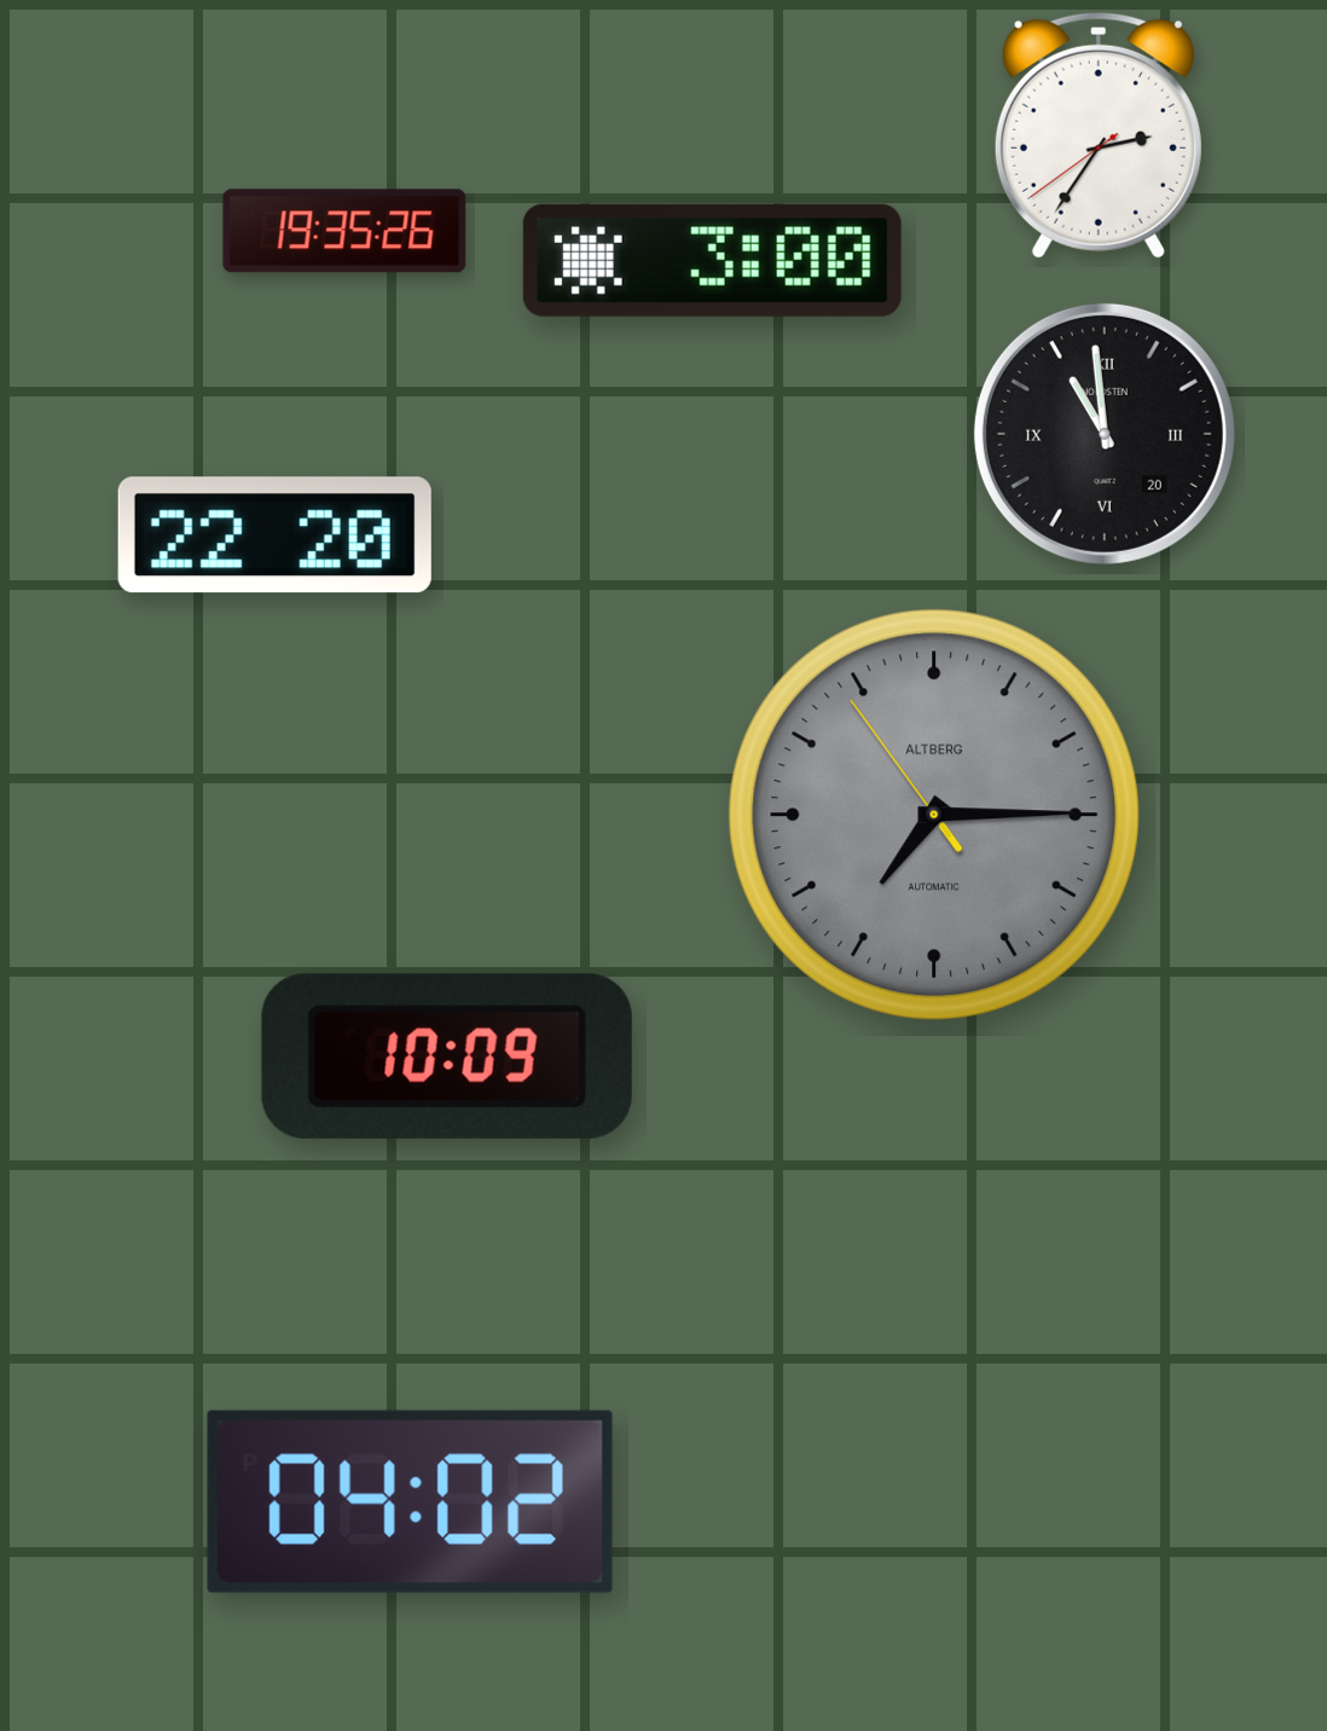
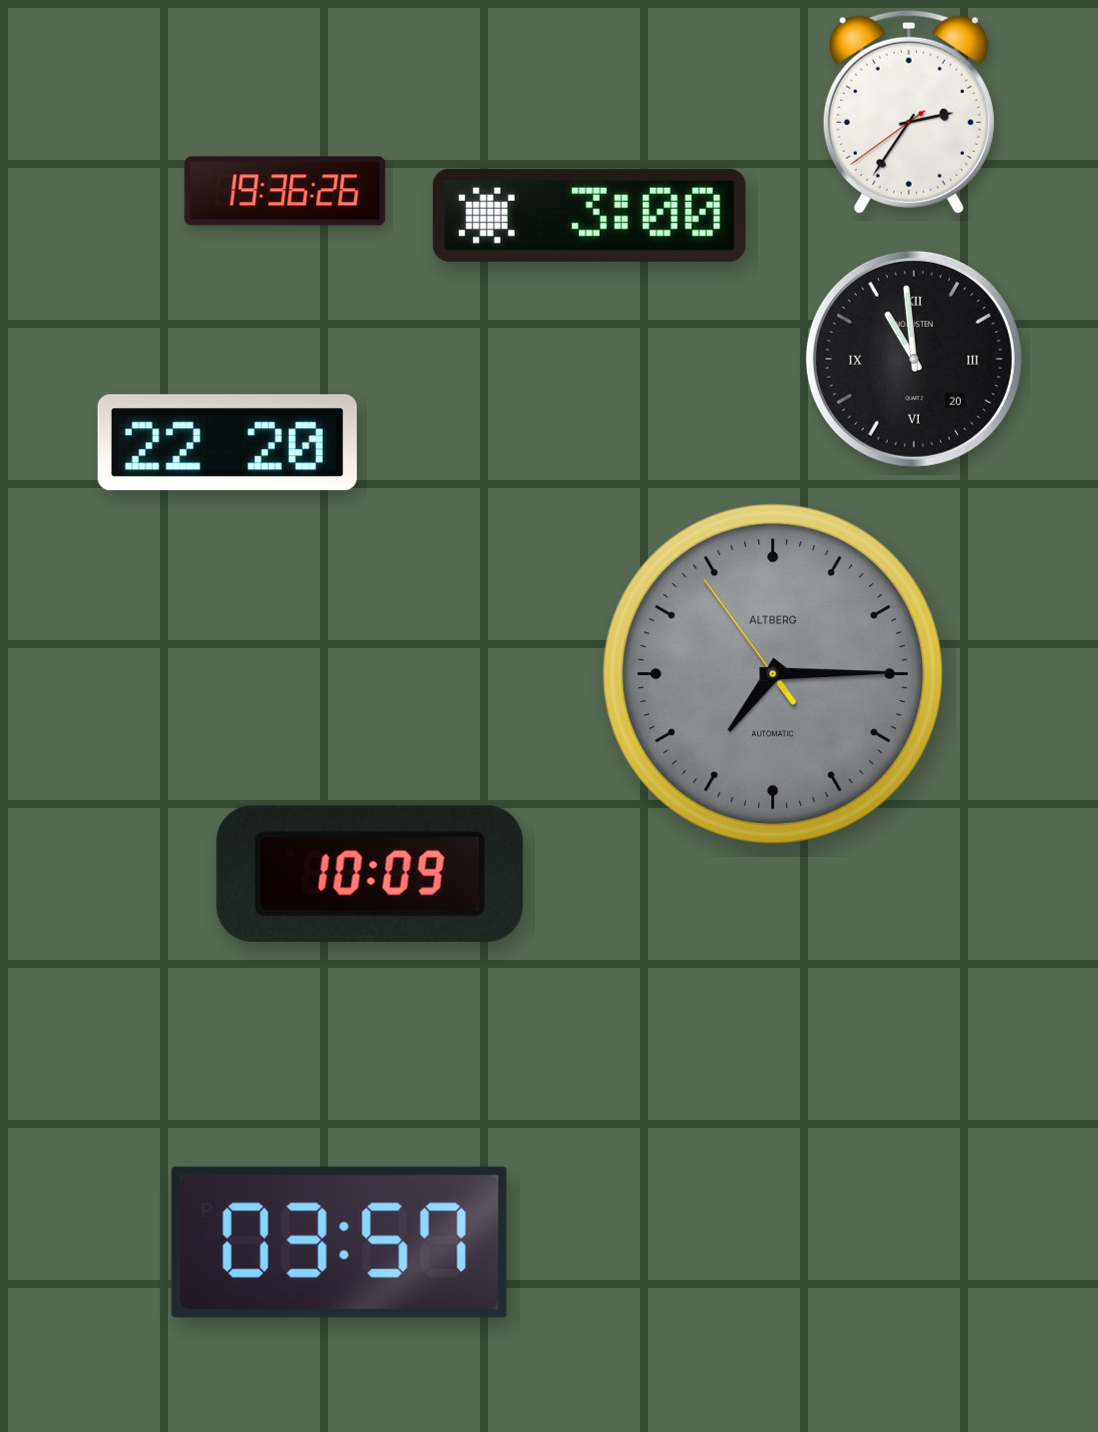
clock at (344, 231): 19:35 -> 19:36
clock at (410, 1501): 04:02 -> 03:57
